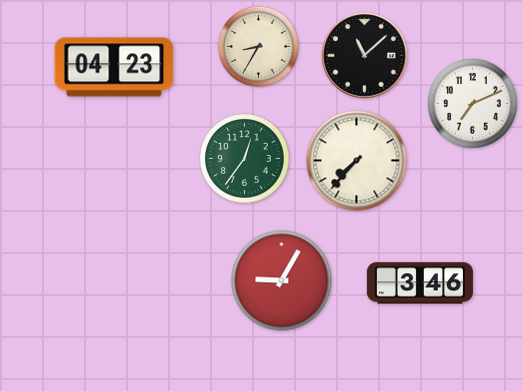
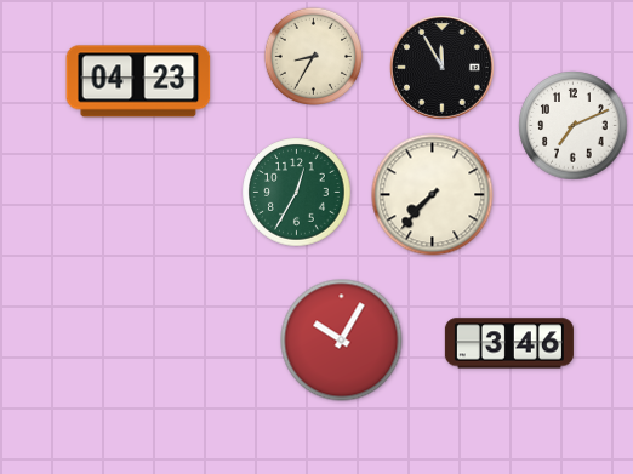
clock at (365, 56): 11:08 -> 11:55
clock at (245, 159): 12:36 -> 12:35
clock at (282, 281): 9:05 -> 10:05
